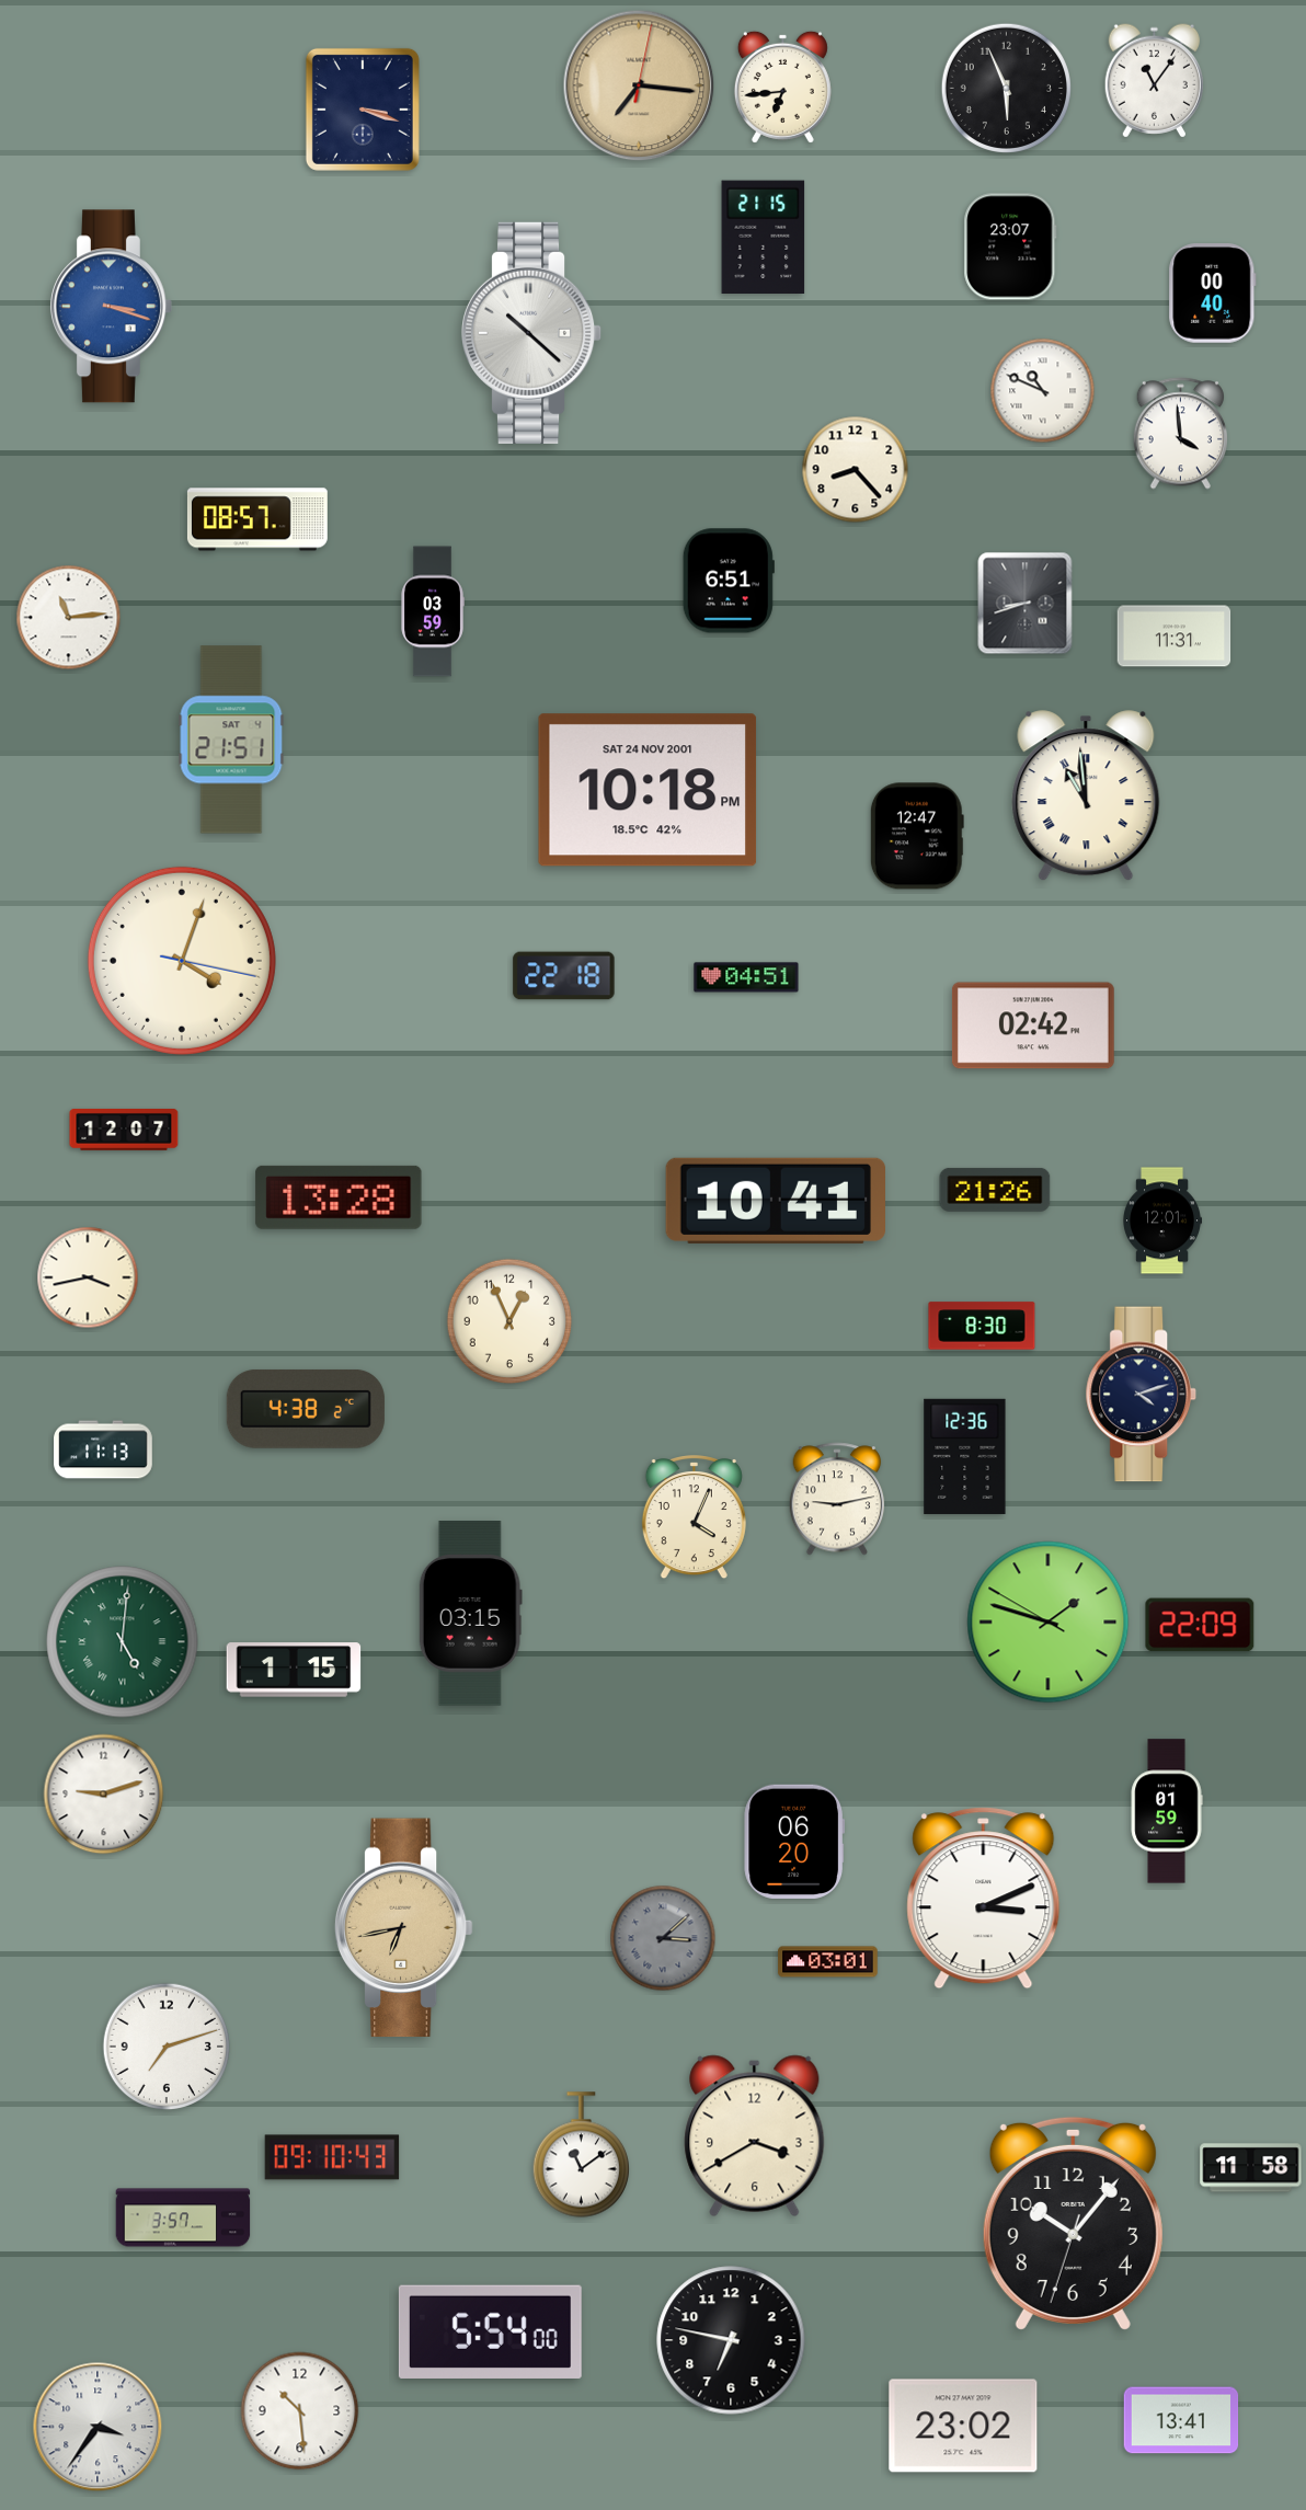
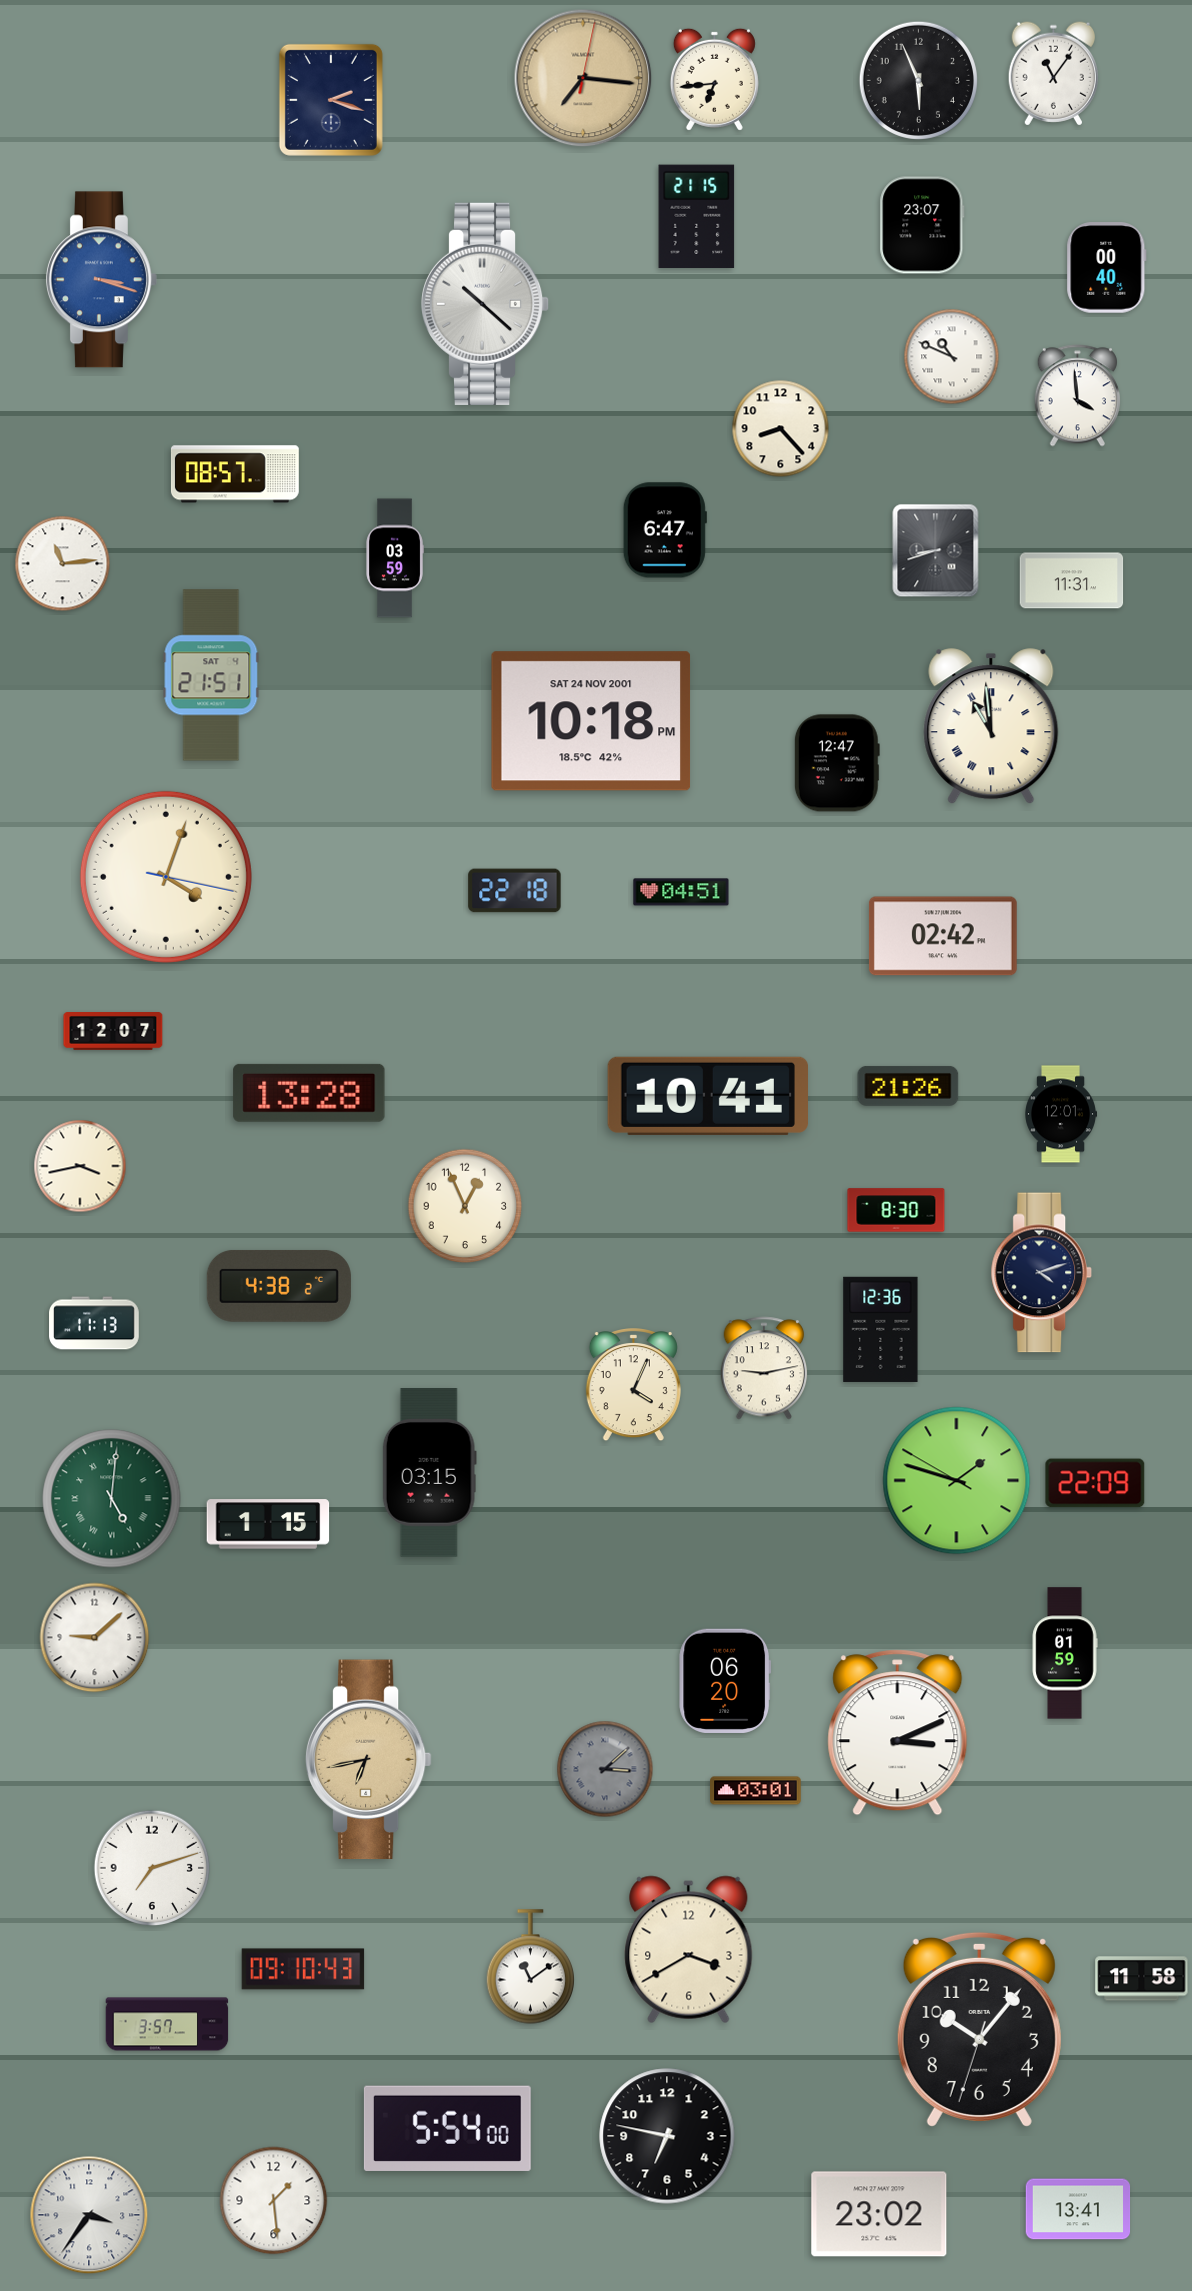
clock at (363, 110): 3:18 -> 2:18
clock at (729, 581): 6:51 -> 6:47
clock at (104, 1795): 9:12 -> 9:08
clock at (300, 2411): 10:29 -> 1:29
